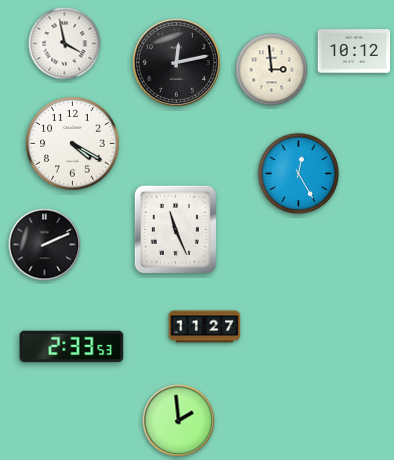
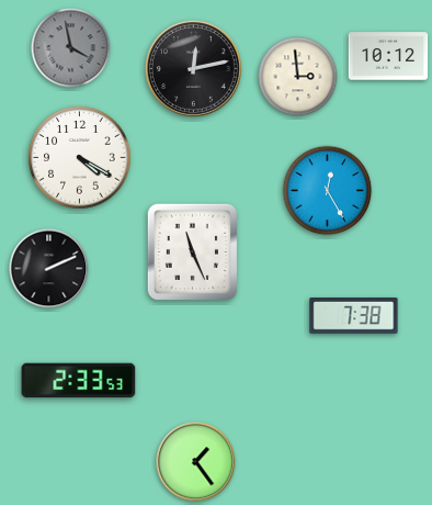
clock at (65, 44) dial: white -> grey
clock at (354, 316): none -> 7:38
clock at (205, 327): 11:27 -> none
clock at (179, 421): 1:59 -> 1:24
